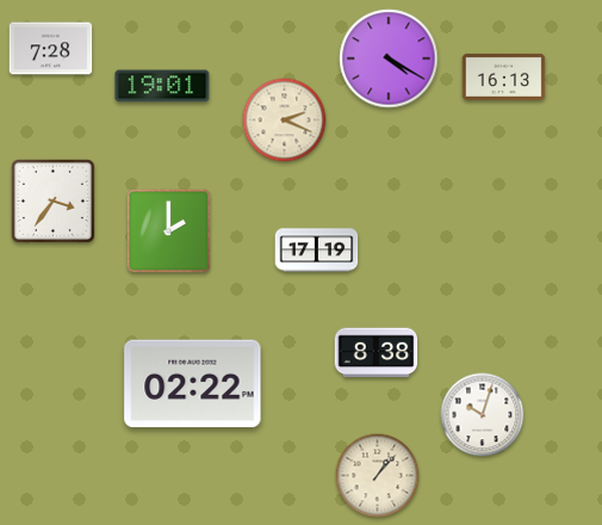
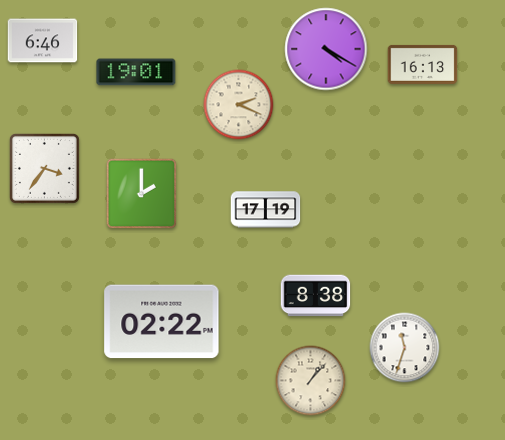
clock at (51, 49): 7:28 -> 6:46
clock at (285, 121) position: (285, 121) -> (239, 105)
clock at (483, 415): 10:03 -> 11:33
clock at (378, 476) position: (378, 476) -> (311, 381)
